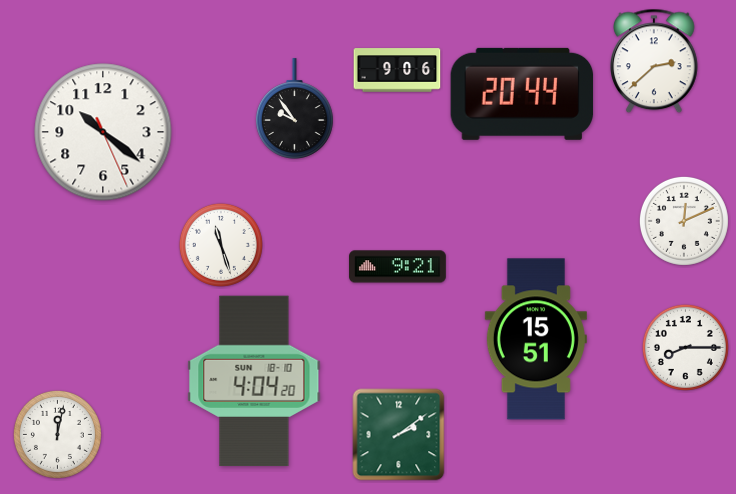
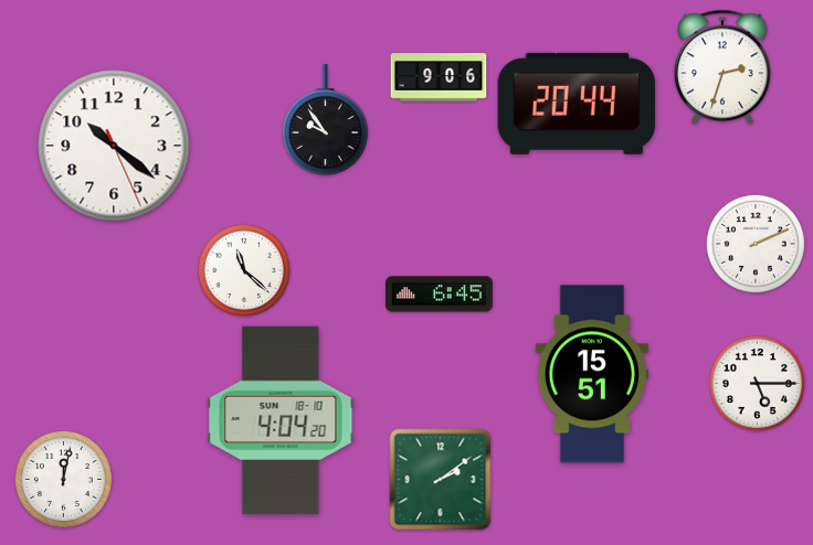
clock at (655, 61): 2:38 -> 2:33
clock at (684, 221): 12:11 -> 2:11
clock at (221, 245): 11:27 -> 11:22
clock at (398, 267): 9:21 -> 6:45
clock at (685, 347): 8:15 -> 5:15
